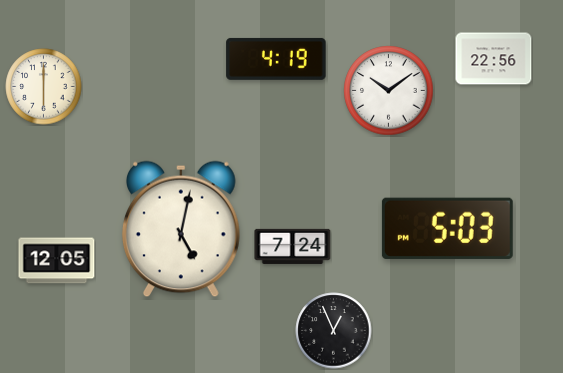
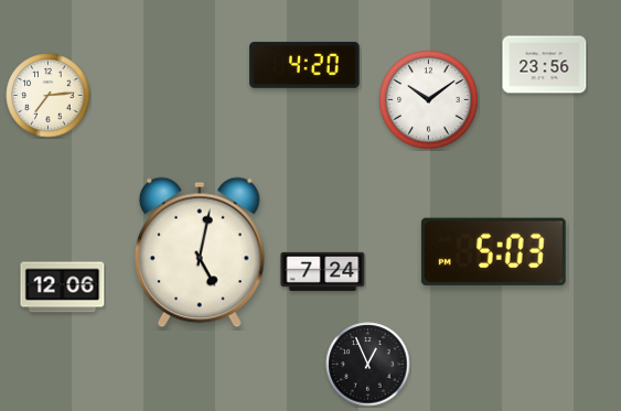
clock at (276, 59): 4:19 -> 4:20
clock at (494, 59): 22:56 -> 23:56
clock at (44, 87): 6:00 -> 7:14
clock at (57, 261): 12:05 -> 12:06
